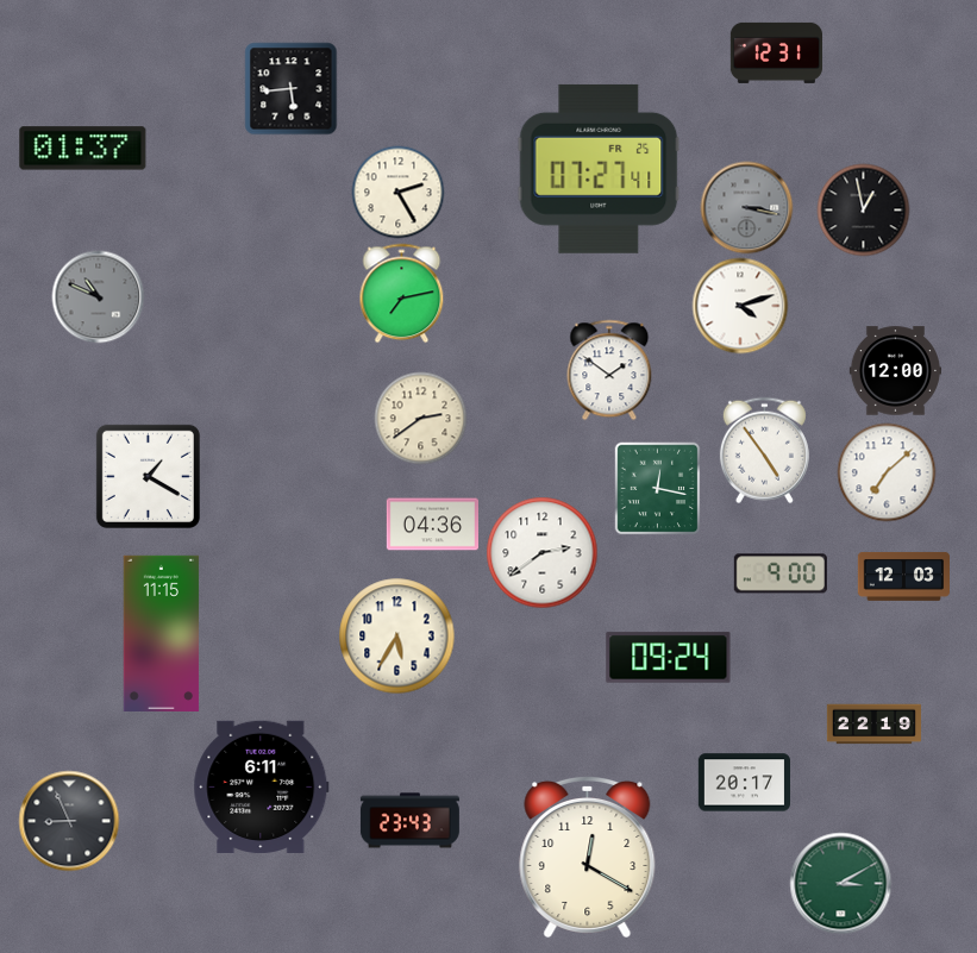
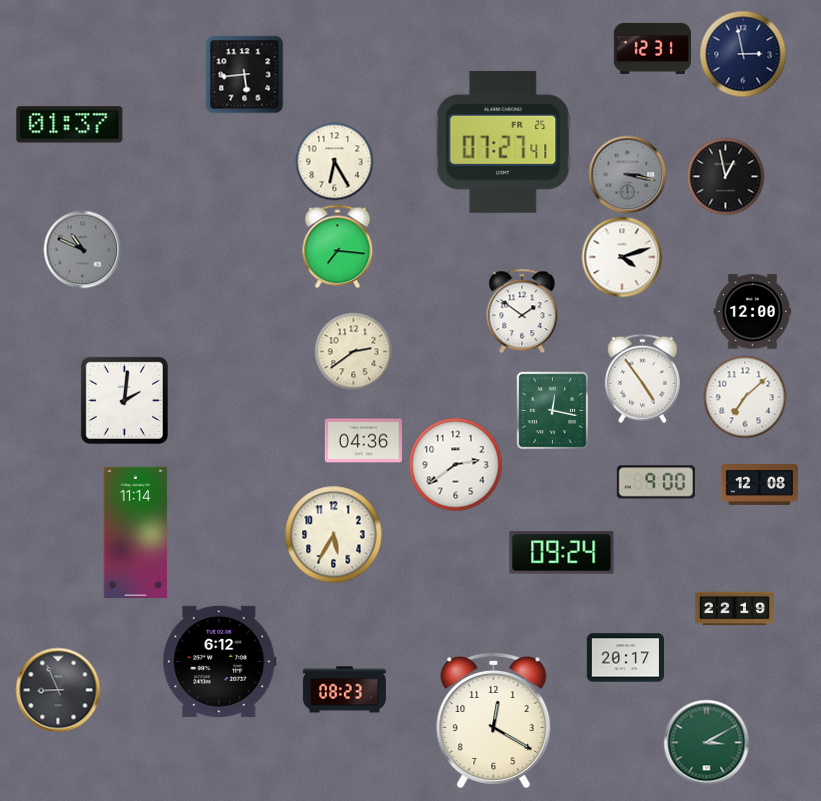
clock at (776, 52) position: (776, 52) -> (652, 48)
clock at (743, 54): none -> 2:58
clock at (397, 192): 2:25 -> 6:25
clock at (402, 293): 7:13 -> 7:16
clock at (609, 370) position: (609, 370) -> (522, 311)
clock at (148, 476): 1:20 -> 2:01
clock at (903, 576): 12:03 -> 12:08
clock at (162, 633): 11:15 -> 11:14
clock at (262, 786): 6:11 -> 6:12
clock at (409, 821): 23:43 -> 08:23
